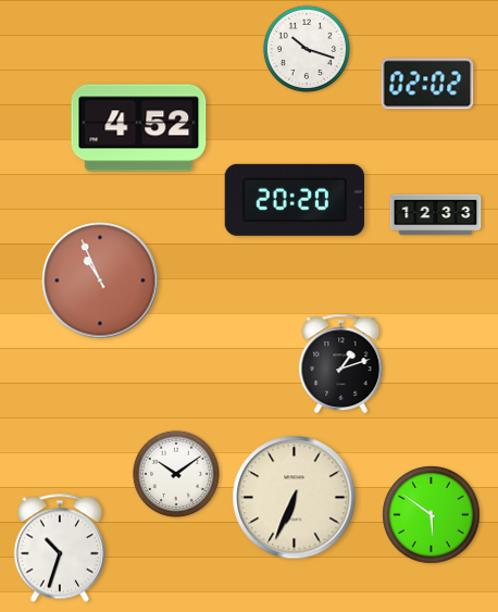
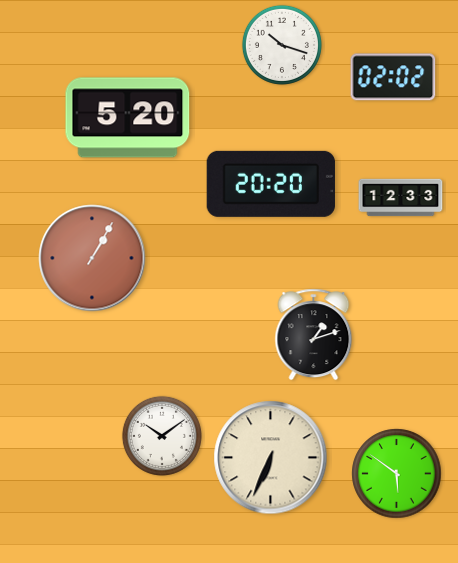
clock at (139, 128): 4:52 -> 5:20
clock at (100, 280): 10:56 -> 1:05
clock at (60, 548): 10:33 -> none
